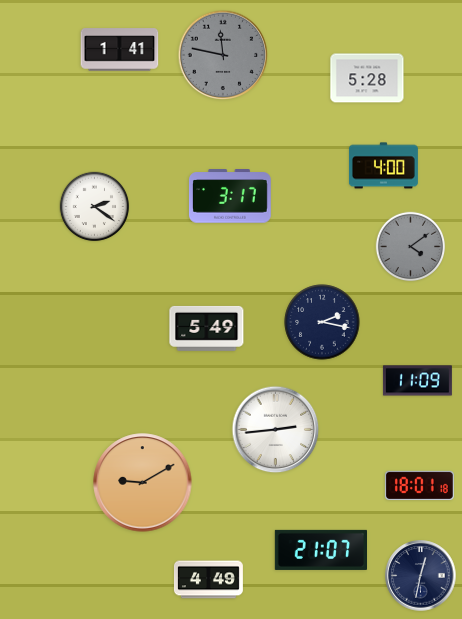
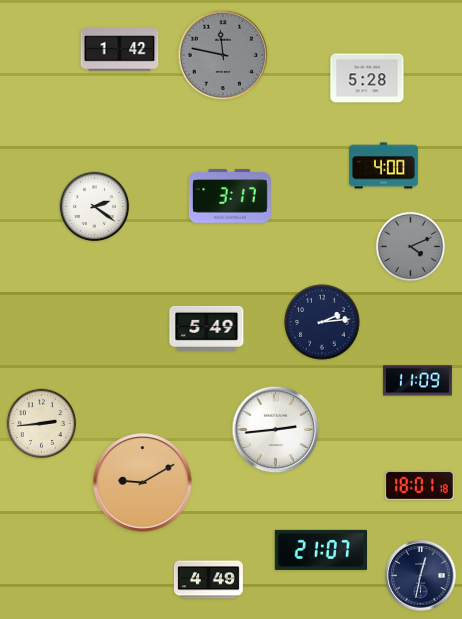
clock at (120, 50): 1:41 -> 1:42
clock at (411, 247): 4:09 -> 4:11
clock at (322, 322): 2:17 -> 2:14
clock at (42, 424): none -> 2:44
